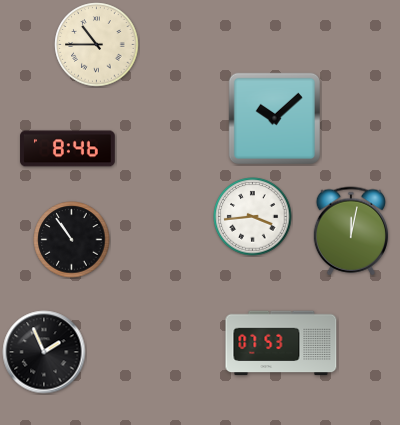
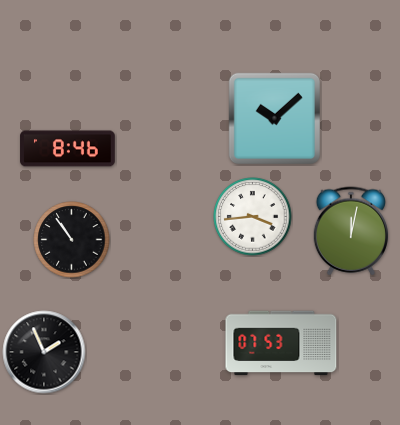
clock at (97, 45): 10:45 -> none
